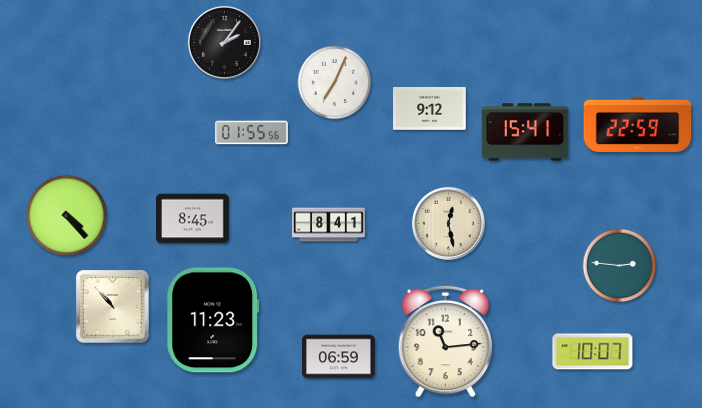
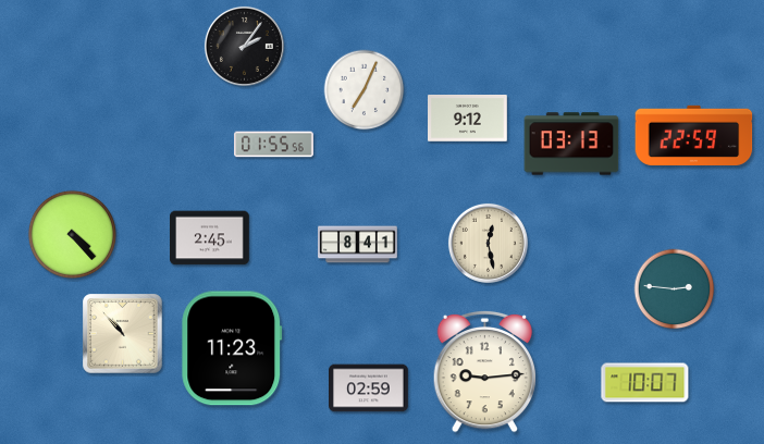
clock at (525, 132): 15:41 -> 03:13
clock at (193, 219): 8:45 -> 2:45
clock at (445, 341): 11:14 -> 9:14
clock at (339, 357): 06:59 -> 02:59
